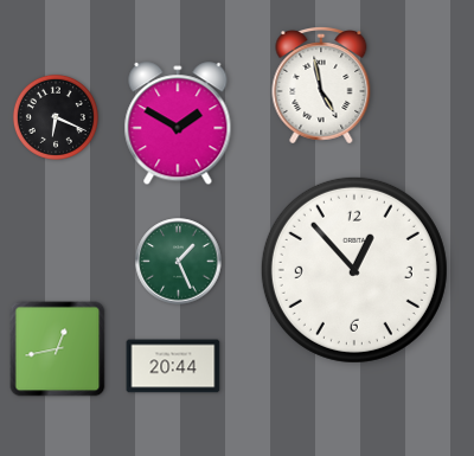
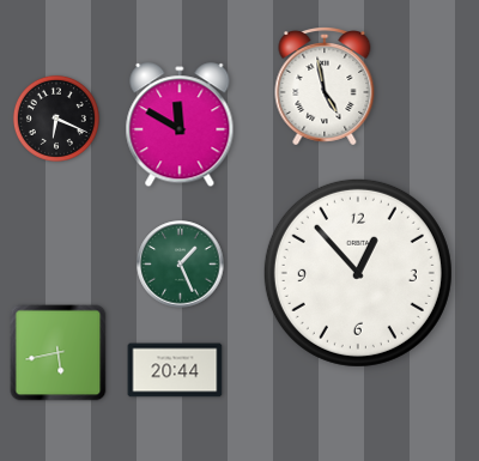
clock at (178, 124): 1:50 -> 11:50
clock at (58, 349): 12:43 -> 5:43
